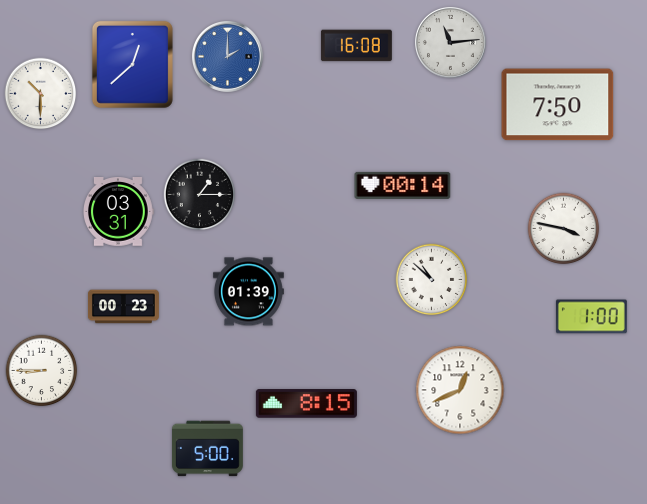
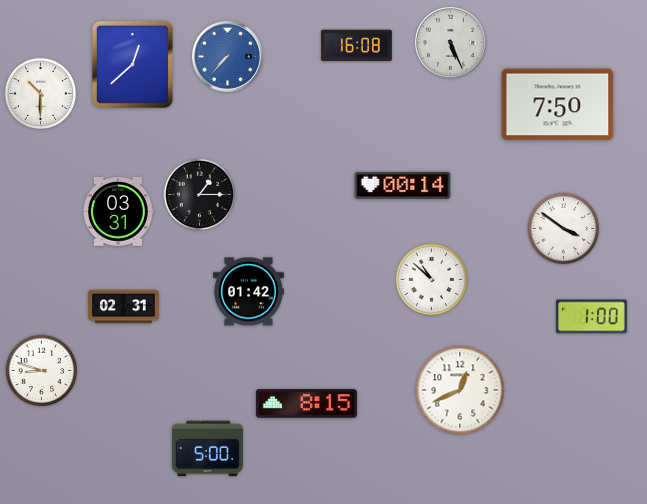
clock at (450, 42): 11:14 -> 5:26
clock at (227, 56): 2:00 -> 7:37
clock at (564, 229): 3:47 -> 3:51
clock at (248, 292): 01:39 -> 01:42
clock at (123, 307): 00:23 -> 02:31
clock at (42, 371): 8:45 -> 8:48
